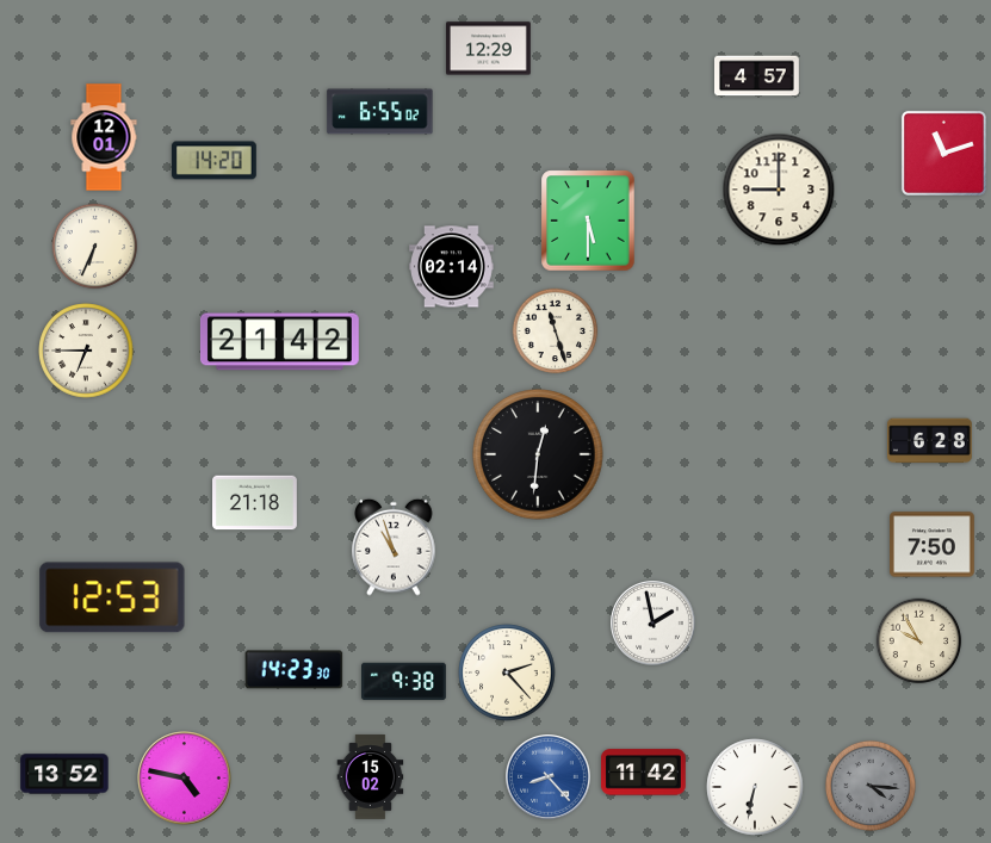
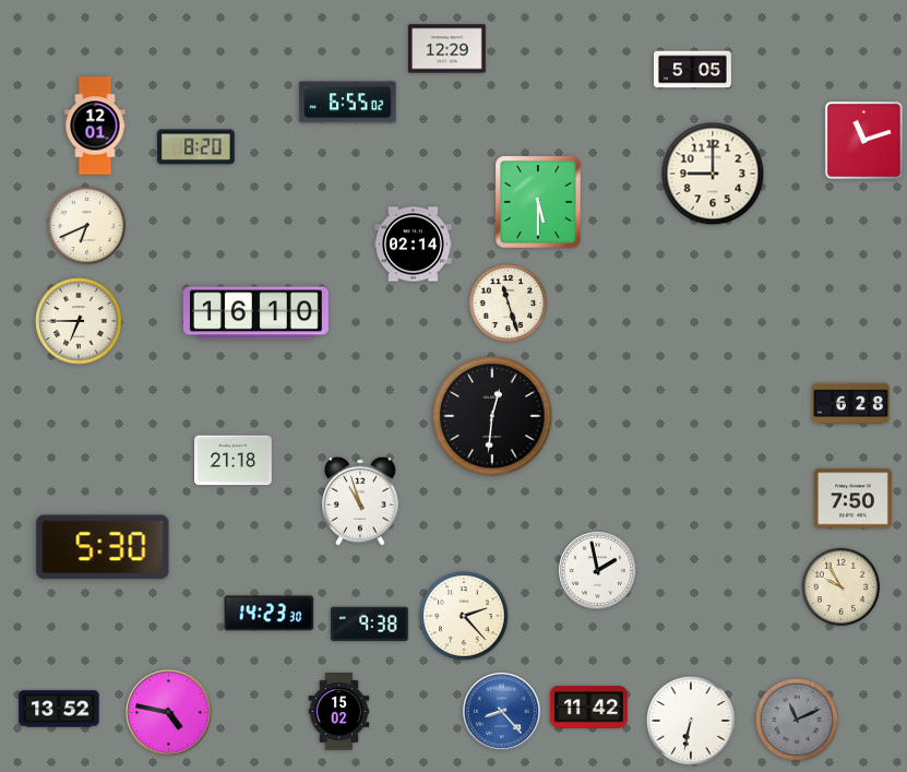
clock at (489, 49) position: (489, 49) -> (447, 49)
clock at (757, 76): 4:57 -> 5:05
clock at (213, 161): 14:20 -> 8:20
clock at (95, 247): 6:34 -> 6:41
clock at (279, 342): 21:42 -> 16:10
clock at (112, 597): 12:53 -> 5:30
clock at (871, 786): 4:16 -> 11:11
